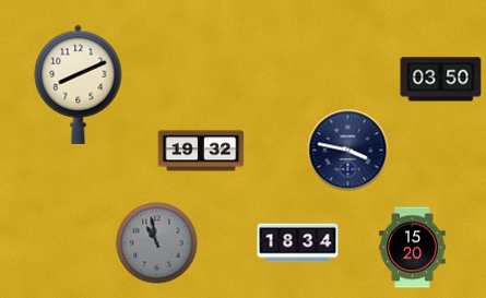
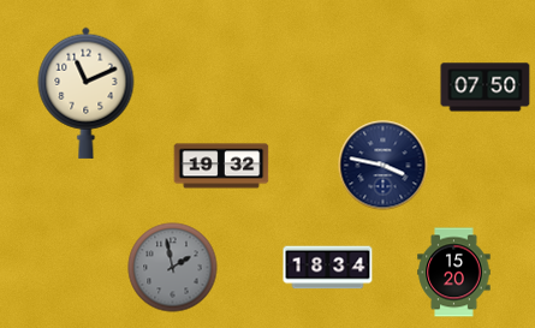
clock at (441, 80): 03:50 -> 07:50
clock at (79, 84): 8:11 -> 11:11
clock at (157, 243): 10:58 -> 1:58
